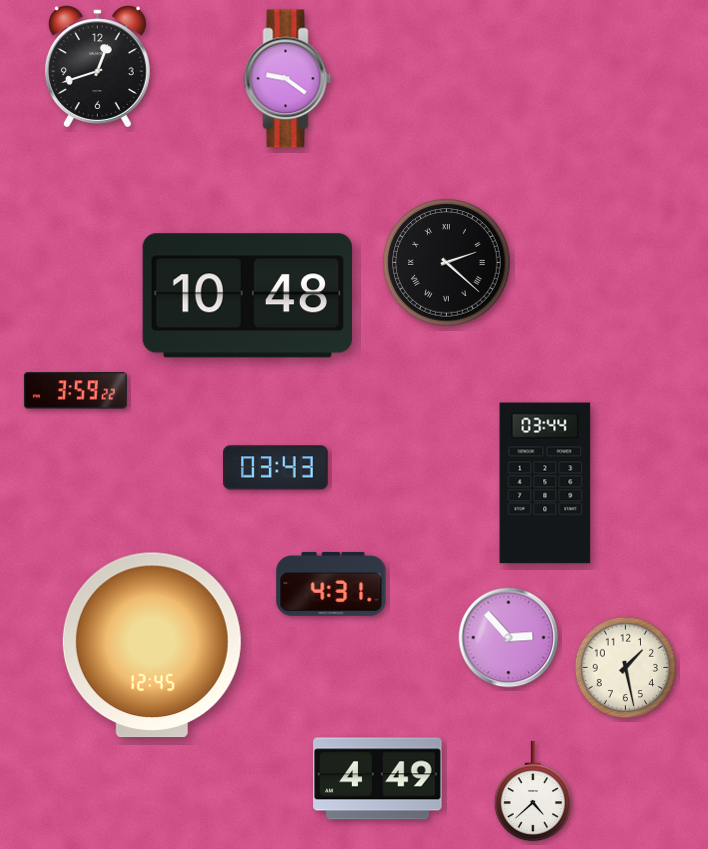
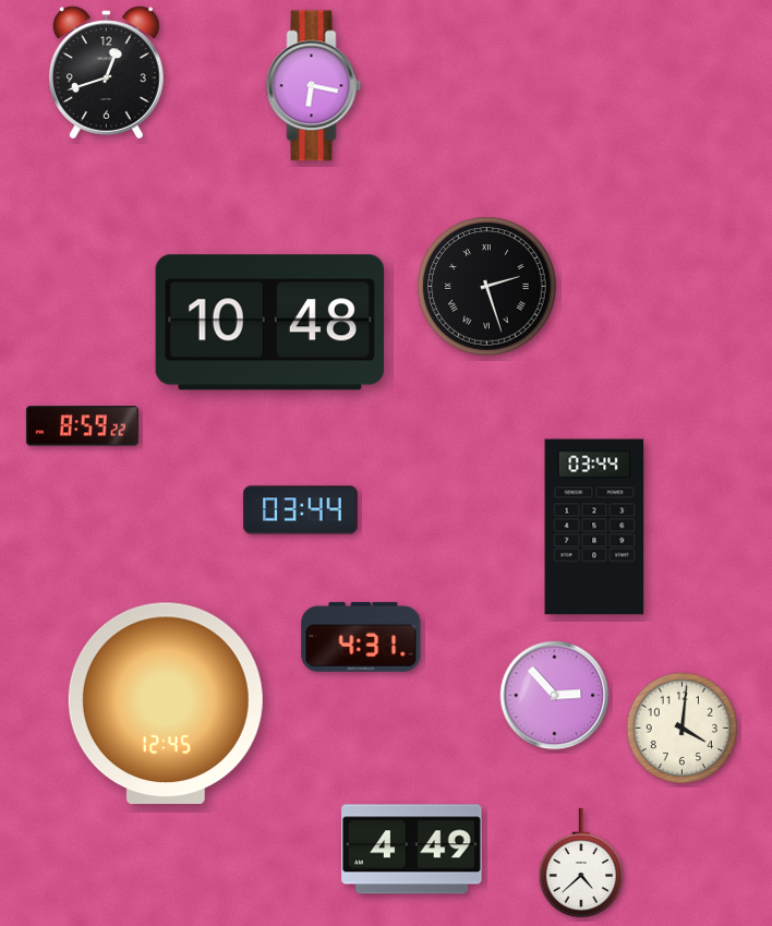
clock at (288, 79): 9:21 -> 6:17
clock at (447, 263): 2:22 -> 2:27
clock at (75, 391): 3:59 -> 8:59
clock at (276, 468): 03:43 -> 03:44
clock at (626, 668): 1:28 -> 4:01
